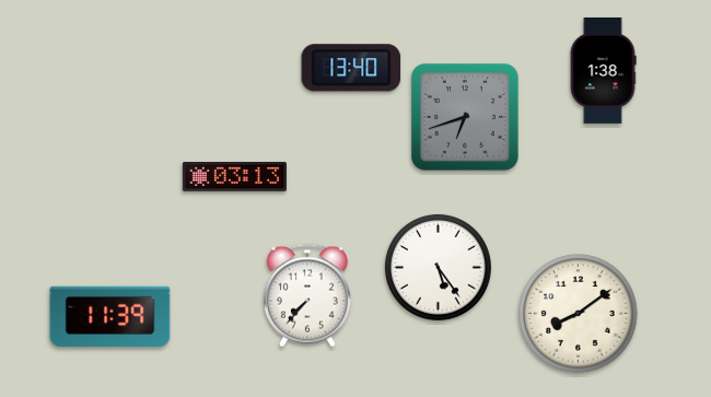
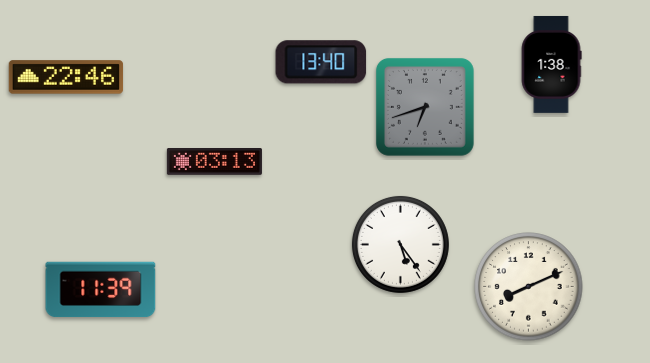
clock at (66, 77): none -> 22:46
clock at (307, 295): 7:37 -> none
clock at (579, 314): 8:09 -> 8:11
